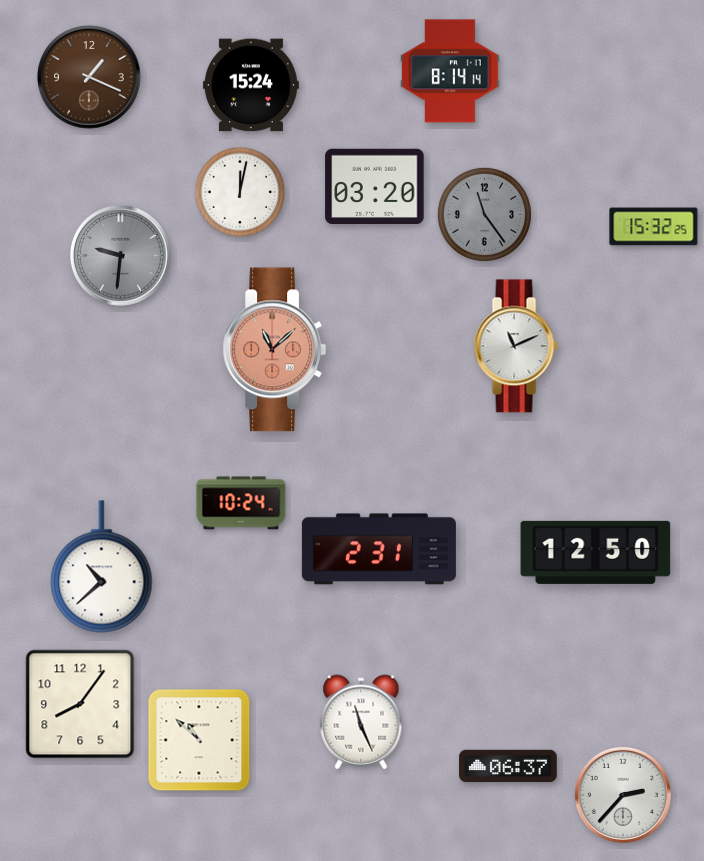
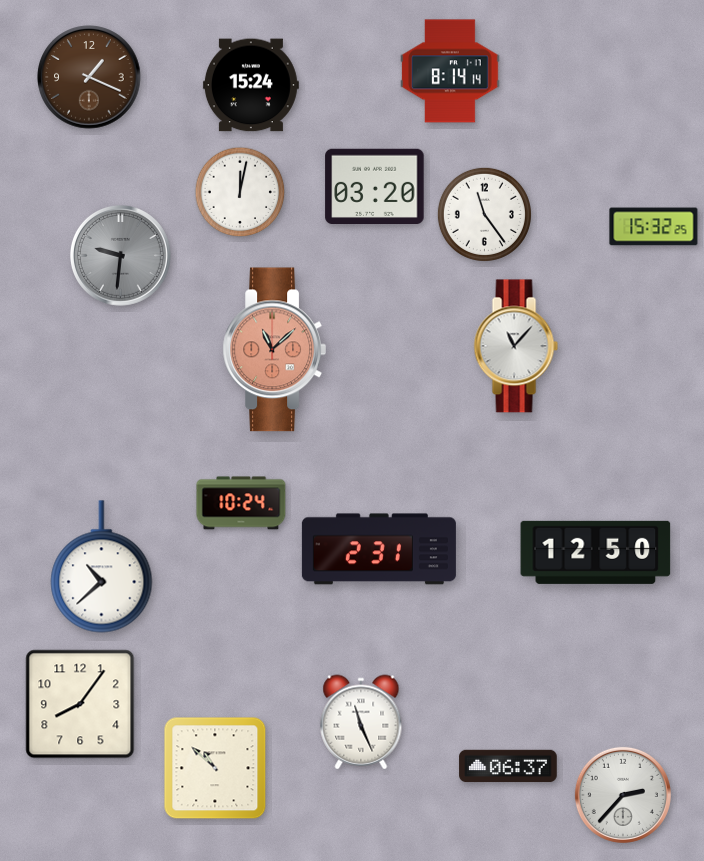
clock at (484, 214) dial: grey -> white
clock at (516, 346): 11:11 -> 11:07
clock at (199, 740) position: (199, 740) -> (215, 768)
